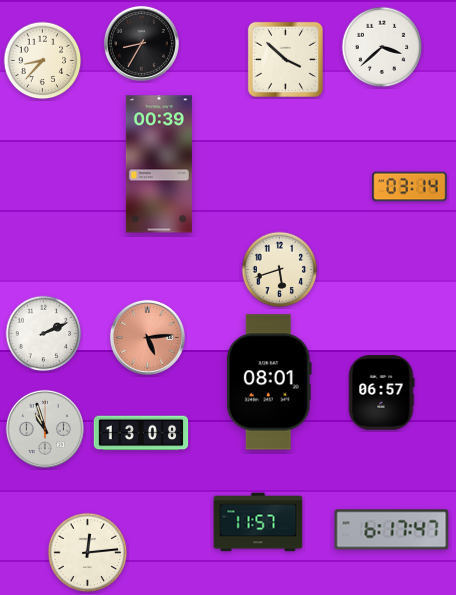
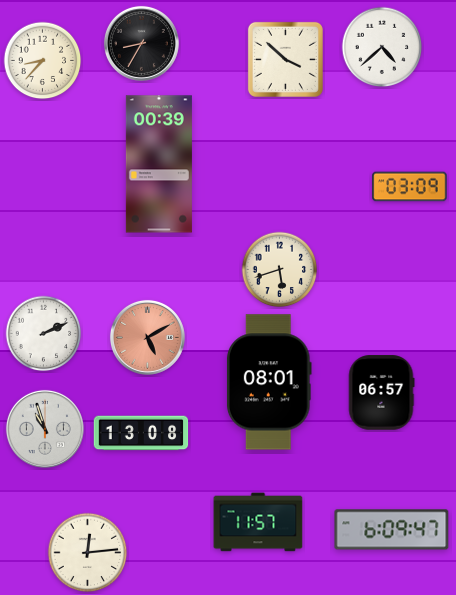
clock at (382, 47): 3:38 -> 4:38
clock at (410, 187): 03:14 -> 03:09
clock at (147, 337): 5:14 -> 5:10
clock at (392, 530): 6:17 -> 6:09
